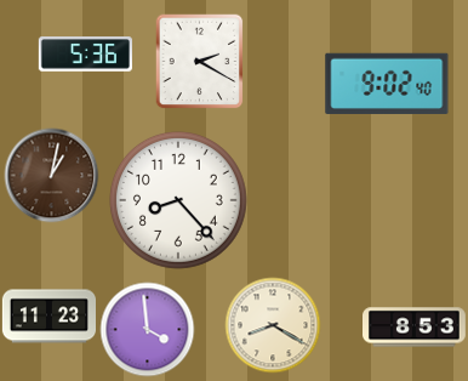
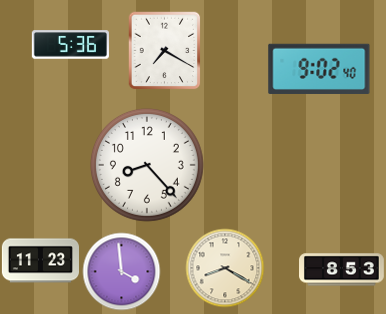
clock at (200, 61): 2:20 -> 7:20
clock at (51, 175): 1:02 -> none
